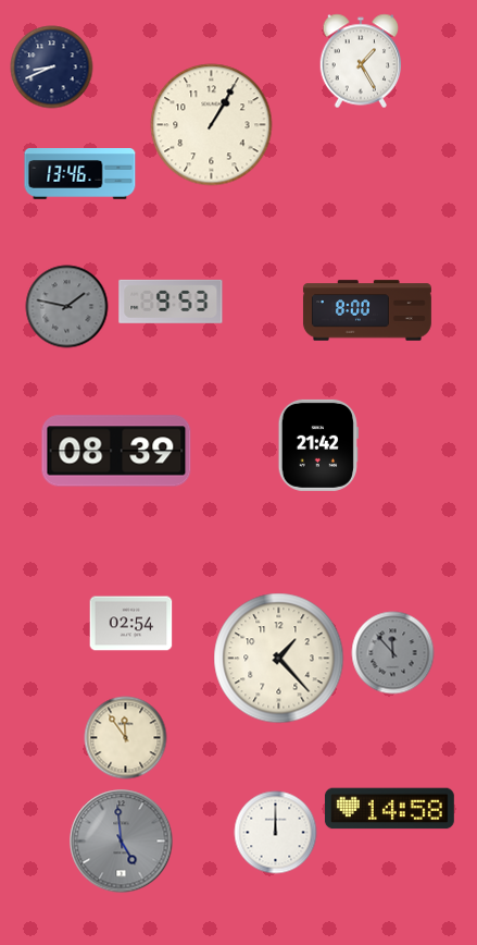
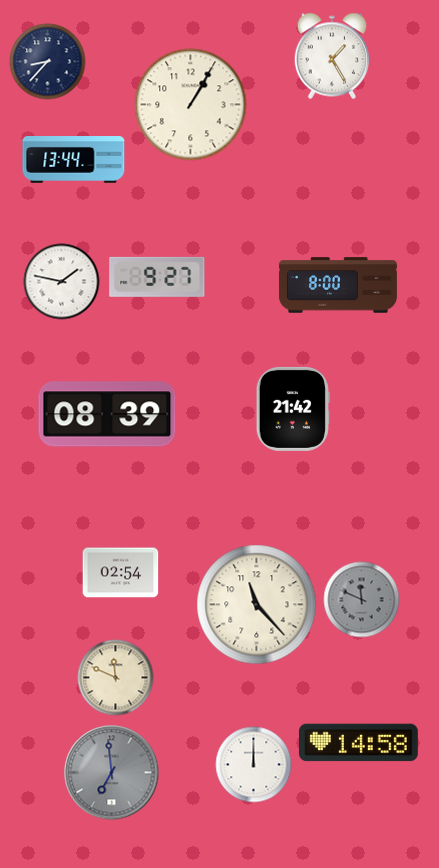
clock at (52, 67): 8:41 -> 8:37
clock at (212, 125) position: (212, 125) -> (191, 105)
clock at (80, 174): 13:46 -> 13:44
clock at (171, 302): 9:53 -> 9:27
clock at (67, 307) dial: grey -> white
clock at (393, 653): 11:53 -> 11:49
clock at (279, 659): 1:23 -> 11:23
clock at (126, 738): 11:54 -> 11:49
clock at (122, 842): 4:59 -> 6:59
